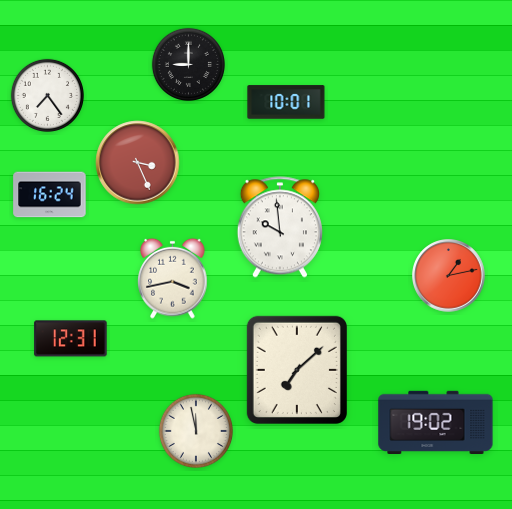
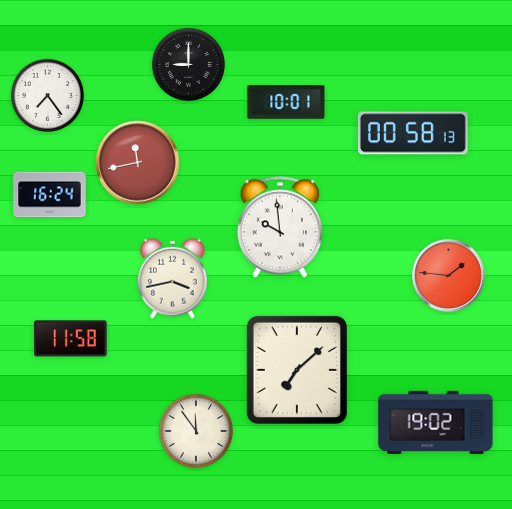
clock at (413, 133): none -> 00:58
clock at (138, 163): 3:26 -> 11:43
clock at (449, 276): 1:13 -> 1:46
clock at (71, 339): 12:31 -> 11:58
clock at (196, 431): 11:58 -> 11:54
